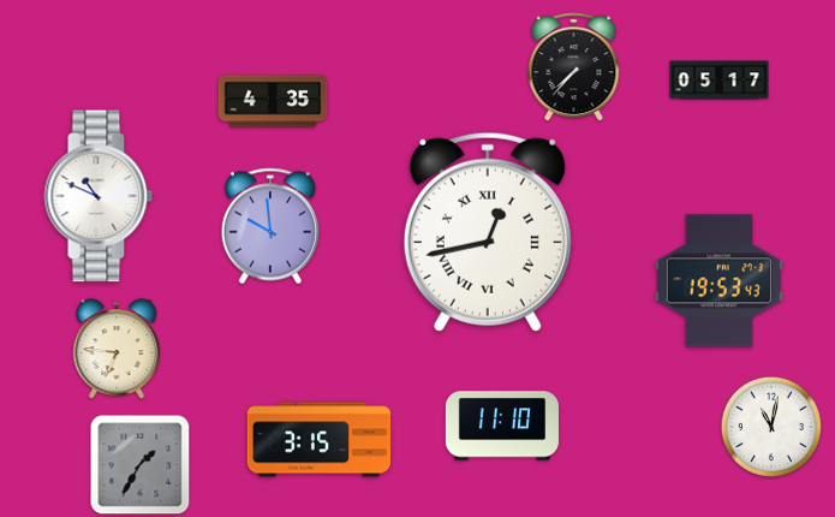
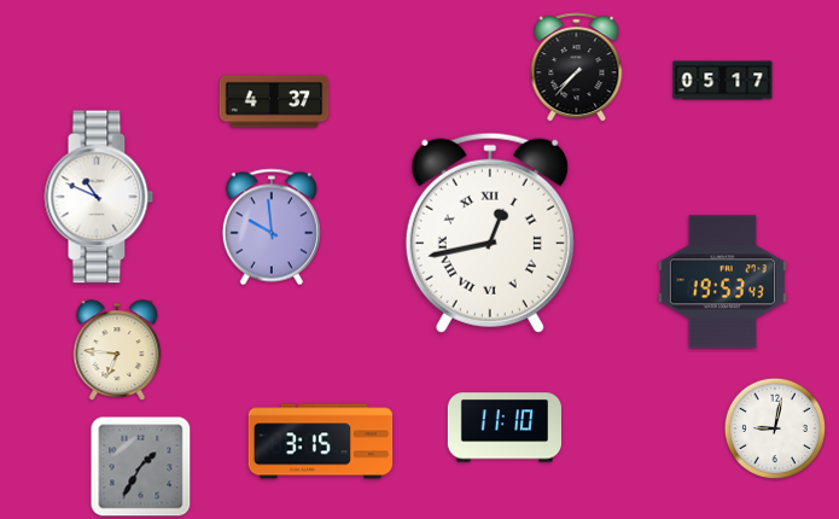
clock at (273, 101): 4:35 -> 4:37
clock at (771, 427): 11:02 -> 9:02
